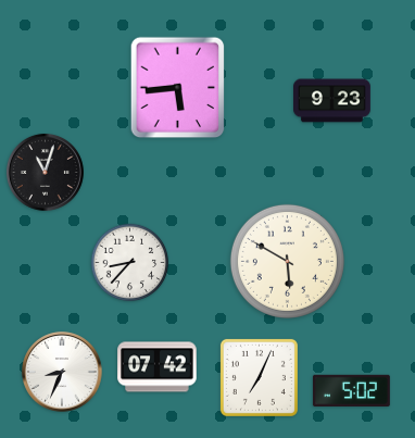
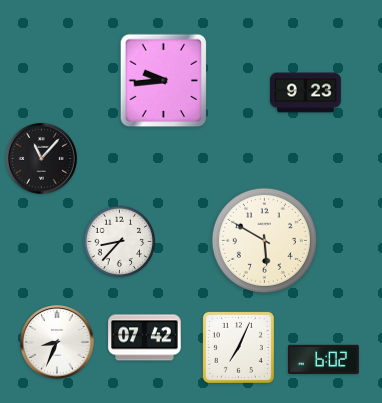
clock at (178, 88): 5:44 -> 9:44
clock at (45, 172): 11:03 -> 11:07
clock at (351, 391): 5:02 -> 6:02
